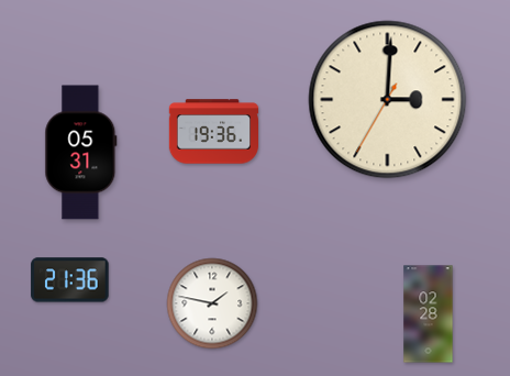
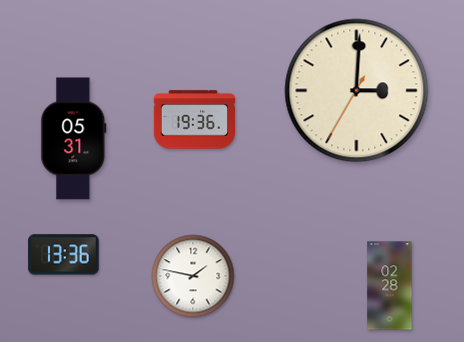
clock at (388, 100) position: (388, 100) -> (357, 91)
clock at (70, 280): 21:36 -> 13:36
